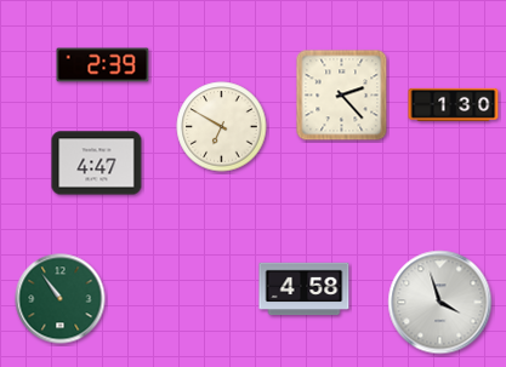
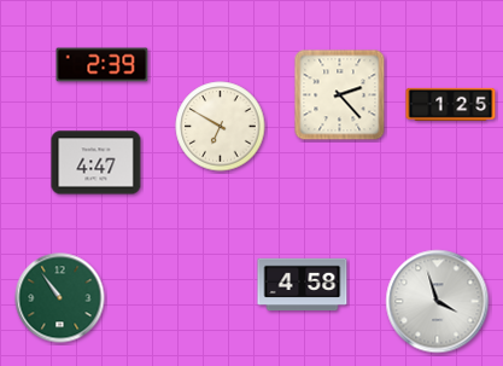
clock at (454, 104): 1:30 -> 1:25
clock at (305, 289) position: (305, 289) -> (303, 285)
